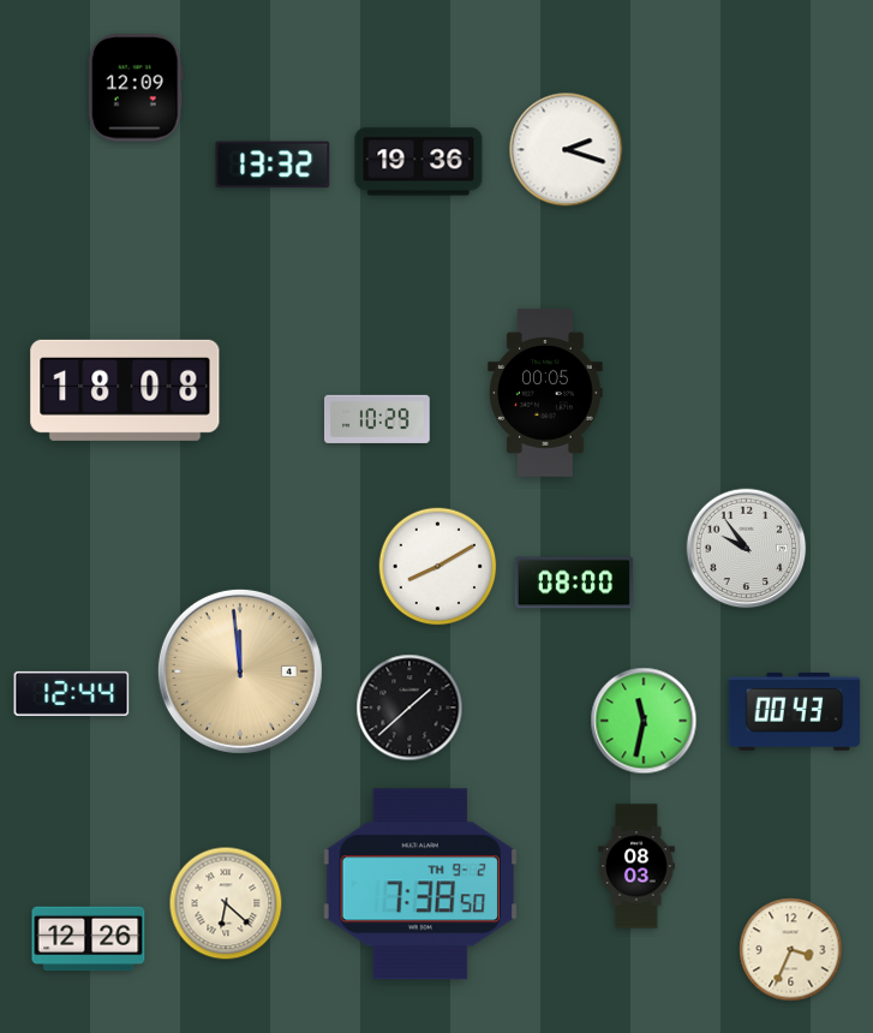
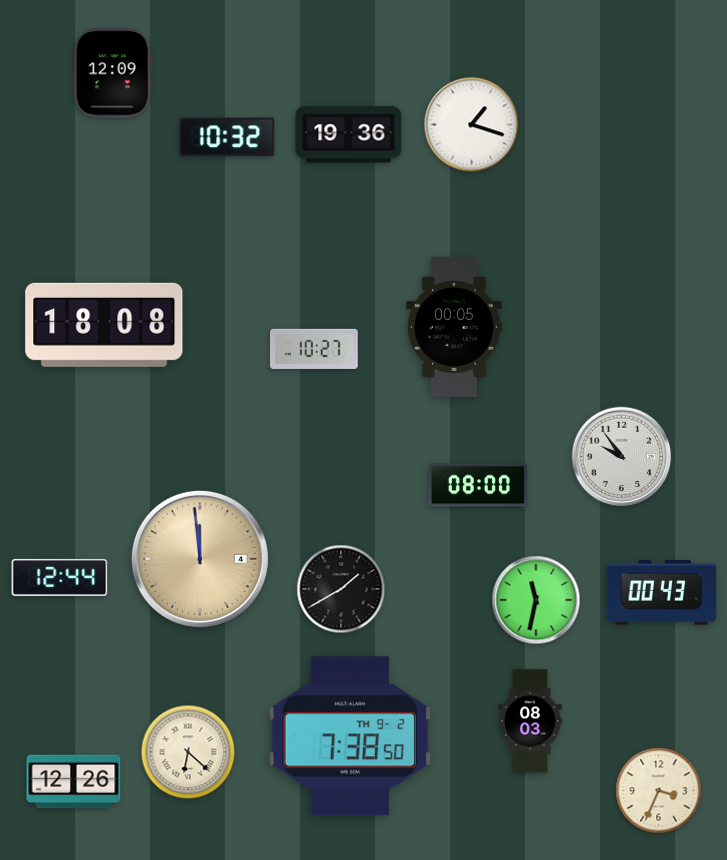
clock at (567, 150): 2:18 -> 1:18
clock at (273, 165): 13:32 -> 10:32
clock at (378, 419): 10:29 -> 10:27
clock at (438, 567): 8:10 -> none
clock at (409, 707): 1:38 -> 1:40
